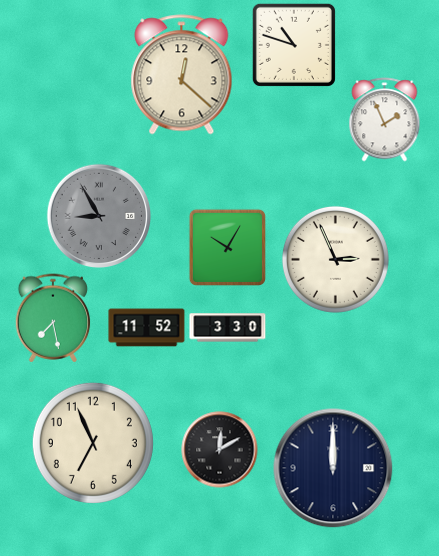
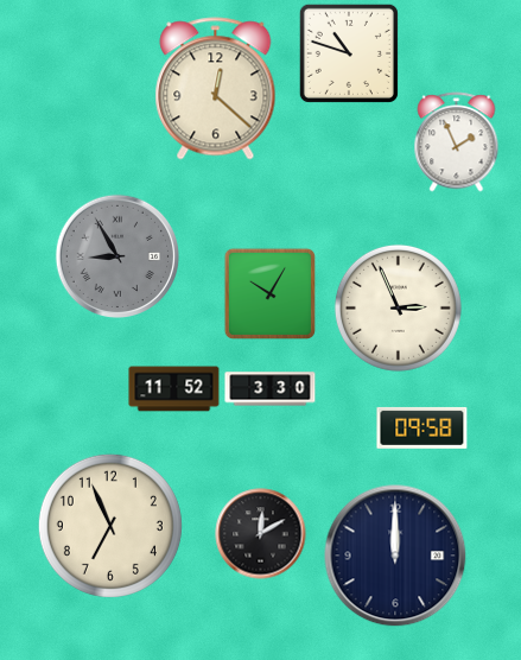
clock at (53, 318): 7:28 -> none
clock at (422, 427): none -> 09:58
